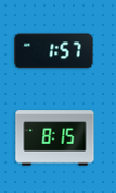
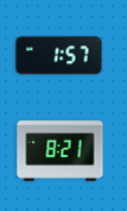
clock at (55, 138): 8:15 -> 8:21
